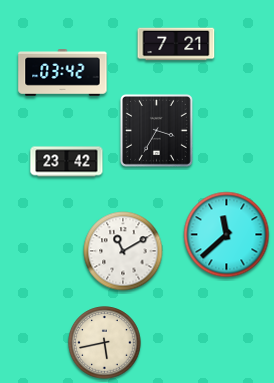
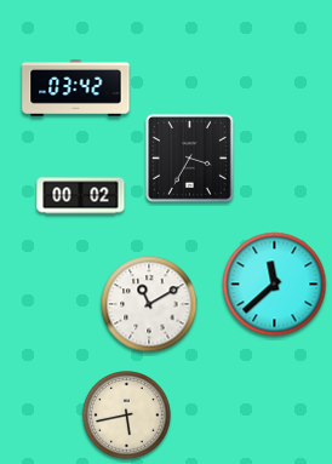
clock at (176, 44): 7:21 -> none
clock at (67, 162): 23:42 -> 00:02
